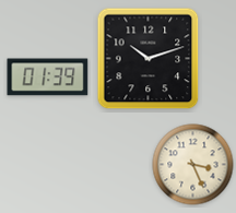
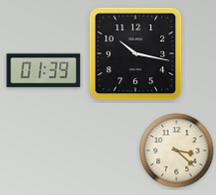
clock at (149, 59): 10:12 -> 10:17
clock at (193, 165): 3:26 -> 3:22
